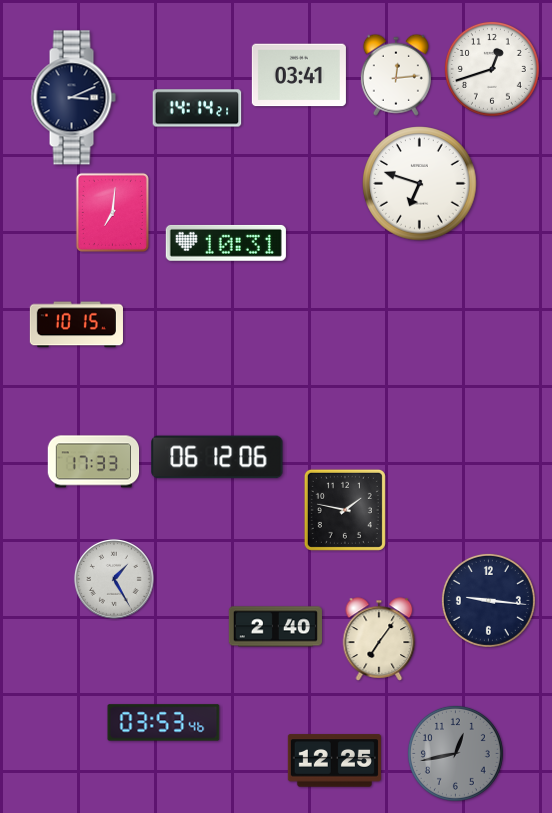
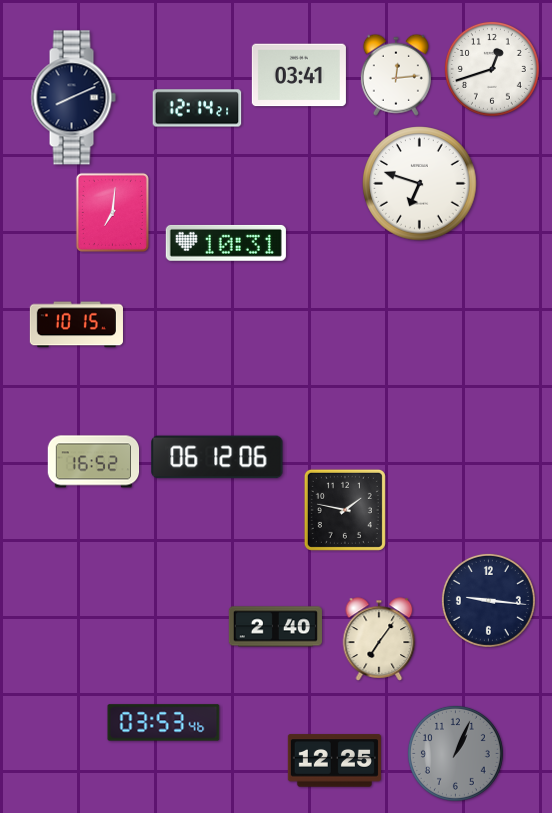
clock at (73, 98): 3:11 -> 8:11
clock at (197, 108): 14:14 -> 12:14
clock at (94, 462): 17:33 -> 16:52
clock at (114, 579): 1:25 -> none
clock at (455, 753): 12:43 -> 1:04
